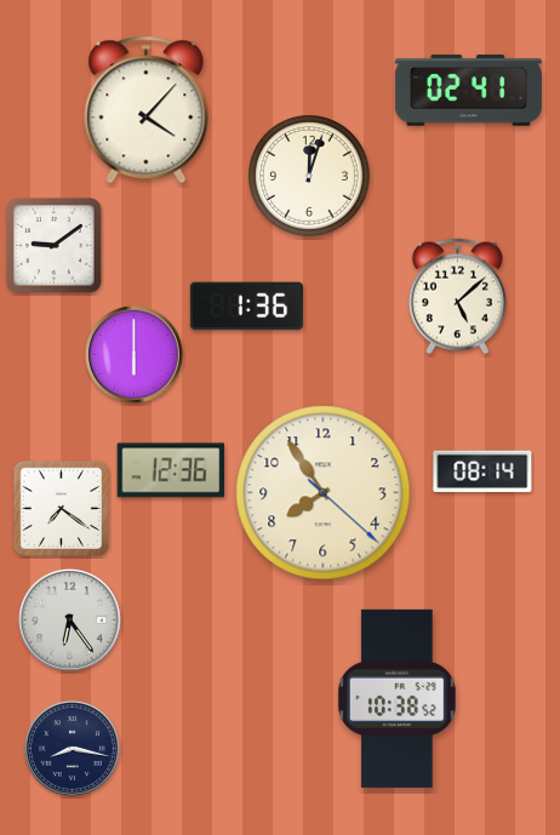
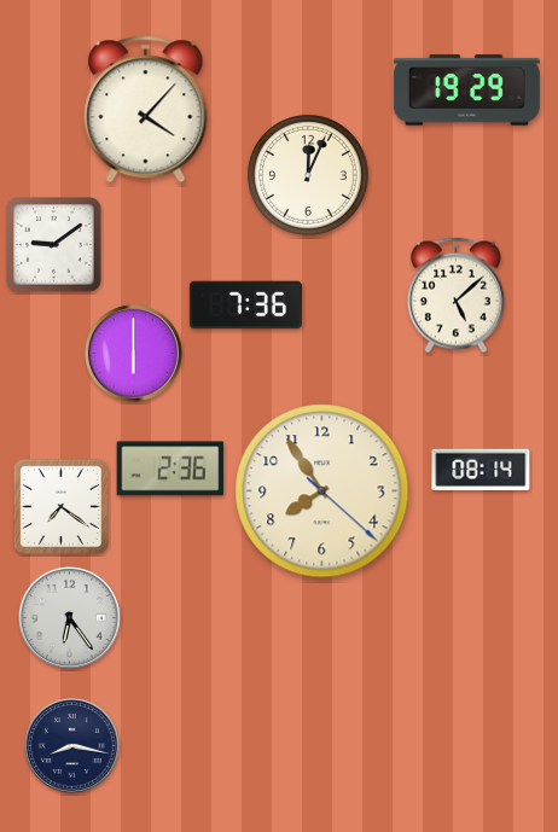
clock at (468, 91): 02:41 -> 19:29
clock at (310, 177): 12:03 -> 12:04
clock at (246, 307): 1:36 -> 7:36
clock at (171, 470): 12:36 -> 2:36
clock at (396, 698): 10:38 -> none
